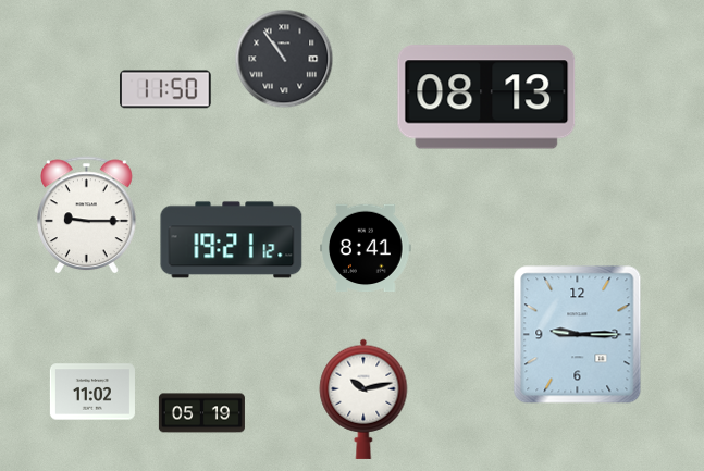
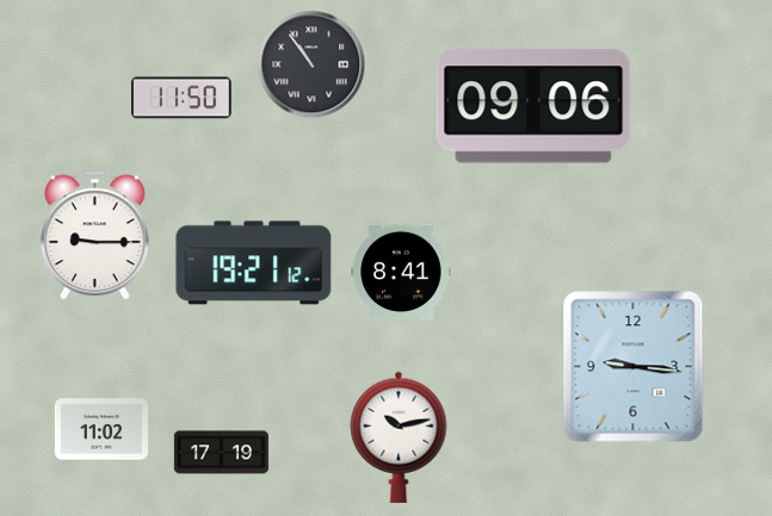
clock at (486, 97): 08:13 -> 09:06
clock at (578, 335): 9:15 -> 9:16
clock at (201, 413): 05:19 -> 17:19
